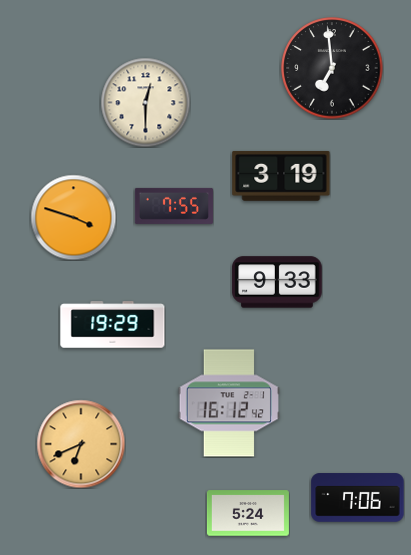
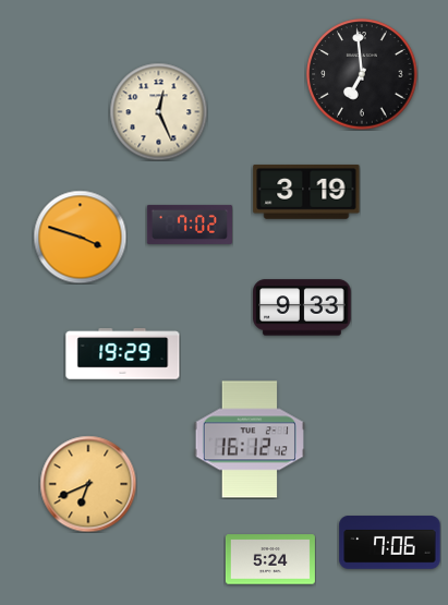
clock at (145, 102): 12:30 -> 12:26
clock at (174, 206): 7:55 -> 7:02
